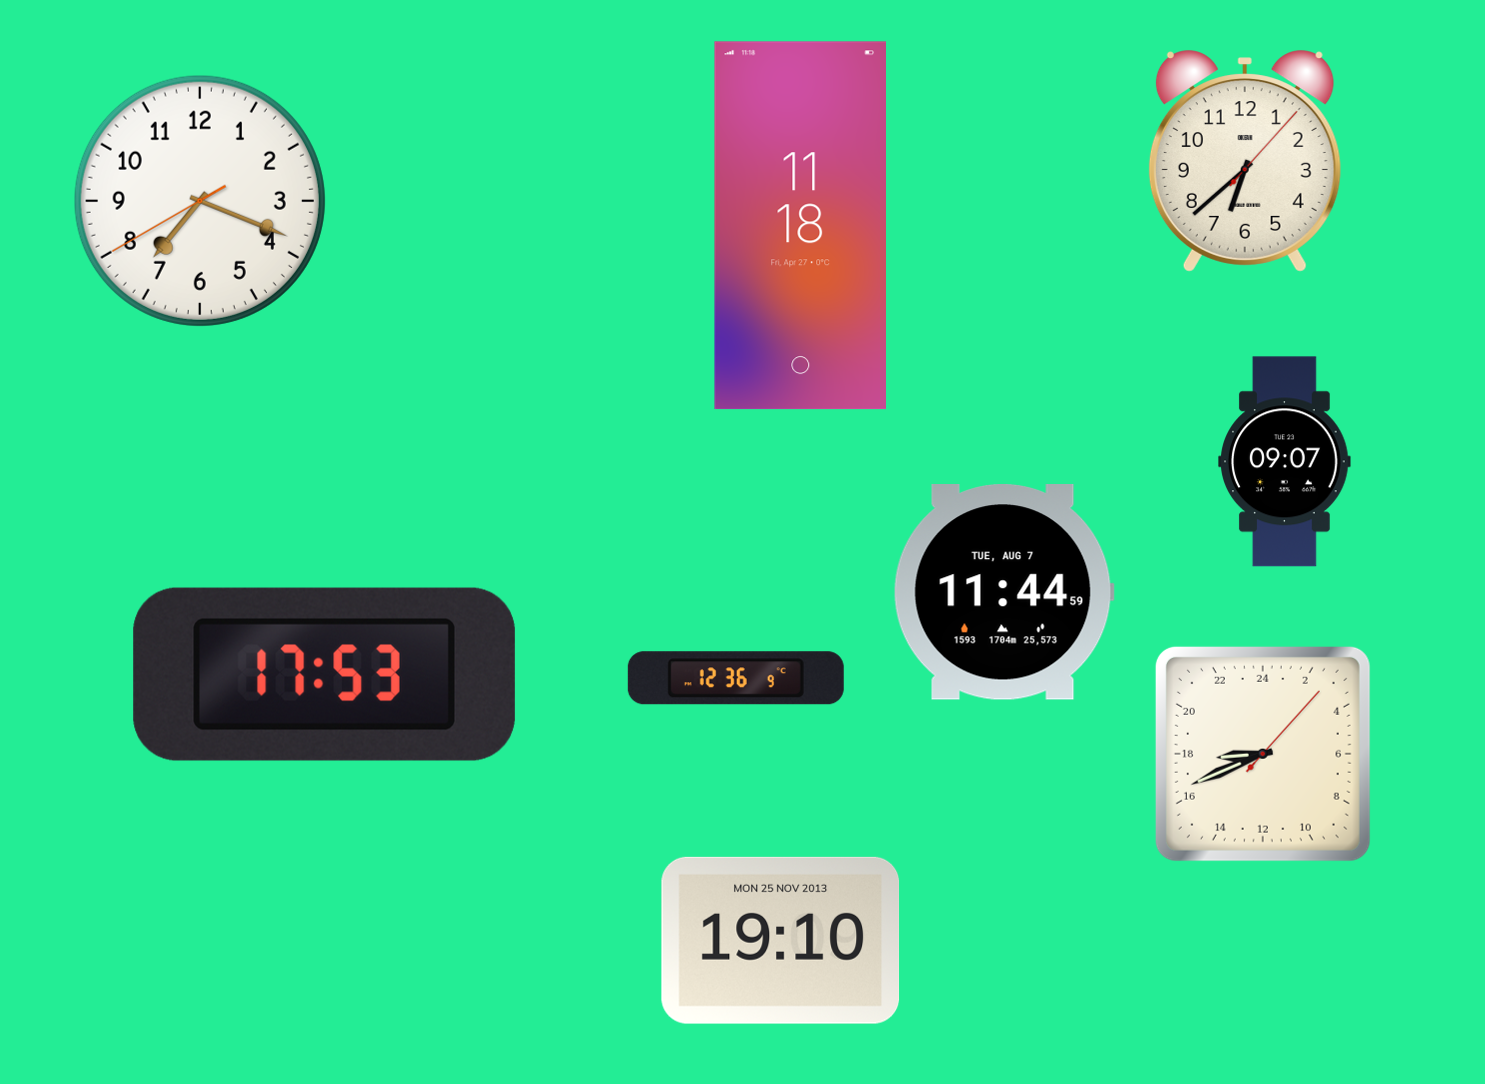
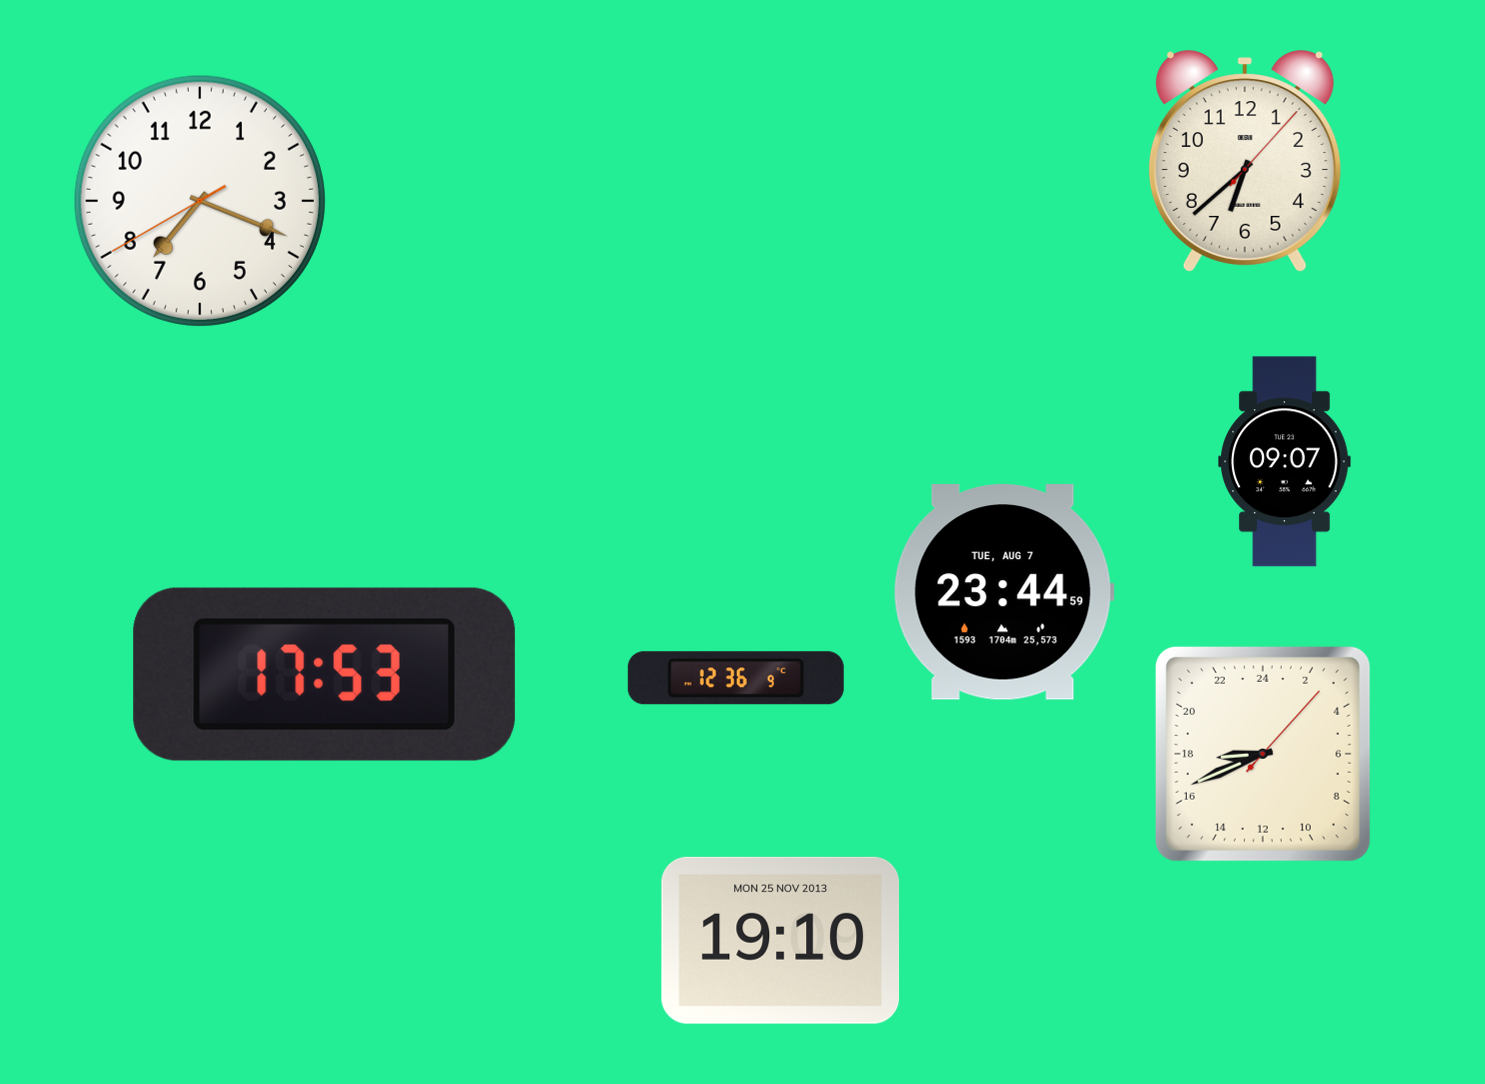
clock at (800, 226): 11:18 -> none
clock at (1004, 593): 11:44 -> 23:44
